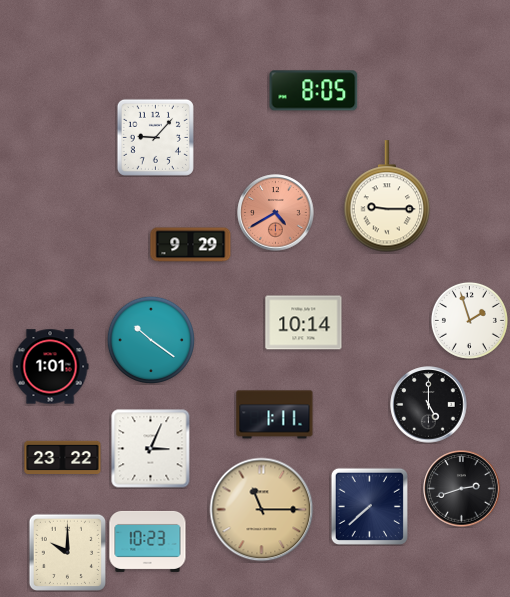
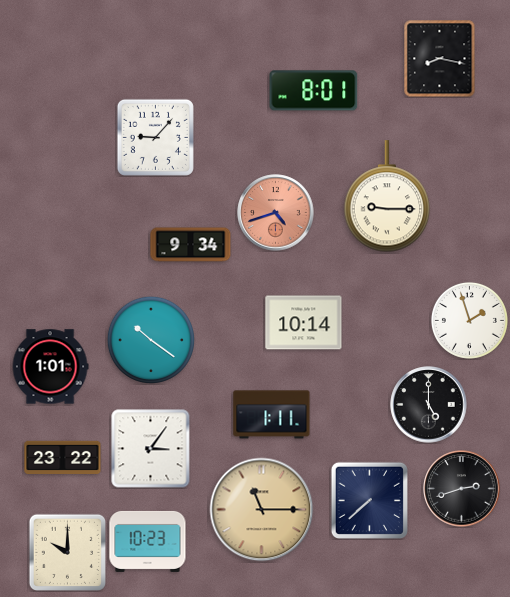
clock at (440, 58): none -> 8:17
clock at (314, 91): 8:05 -> 8:01
clock at (276, 213): 4:40 -> 4:42
clock at (191, 245): 9:29 -> 9:34
clock at (275, 415) position: (275, 415) -> (272, 415)
clock at (151, 449): 3:04 -> 3:06
clock at (369, 506) position: (369, 506) -> (369, 500)
